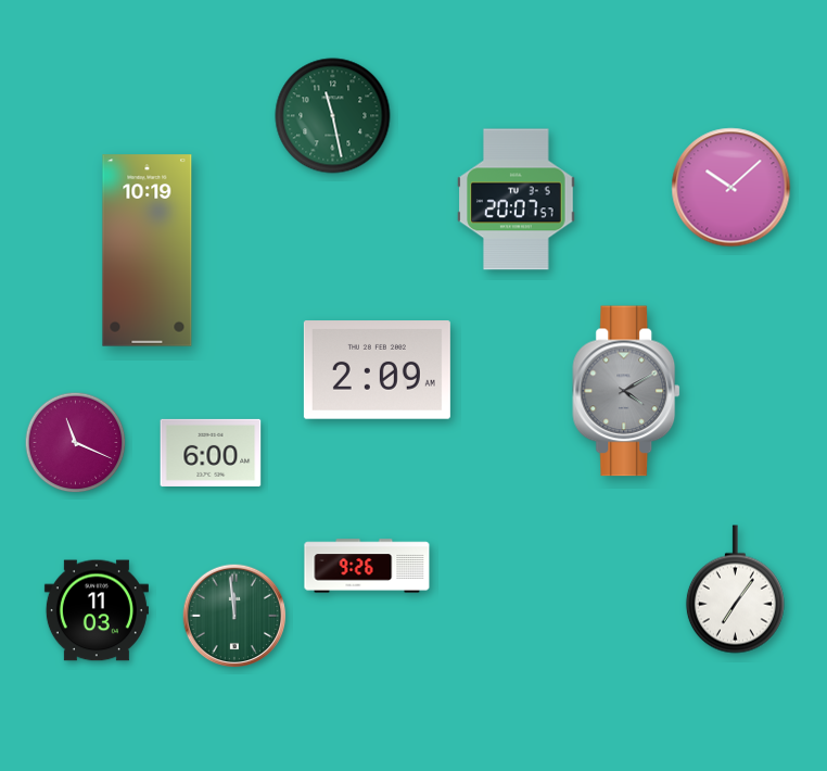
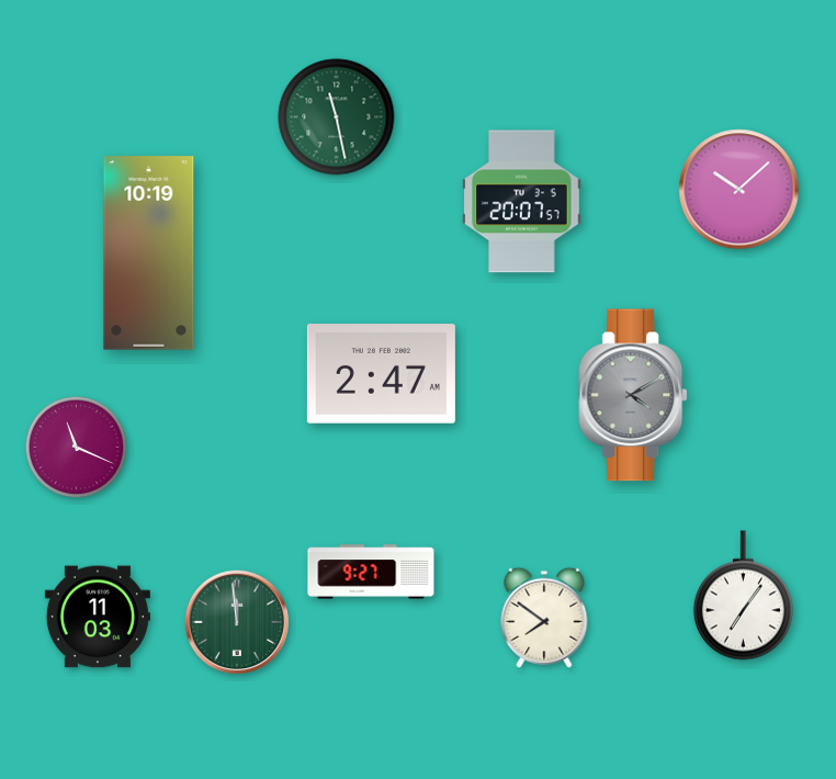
clock at (377, 370): 2:09 -> 2:47
clock at (211, 453): 6:00 -> none
clock at (367, 566): 9:26 -> 9:27
clock at (544, 618): none -> 7:51
